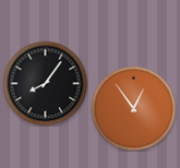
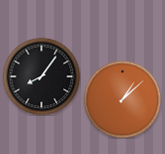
clock at (133, 108): 12:54 -> 1:08
